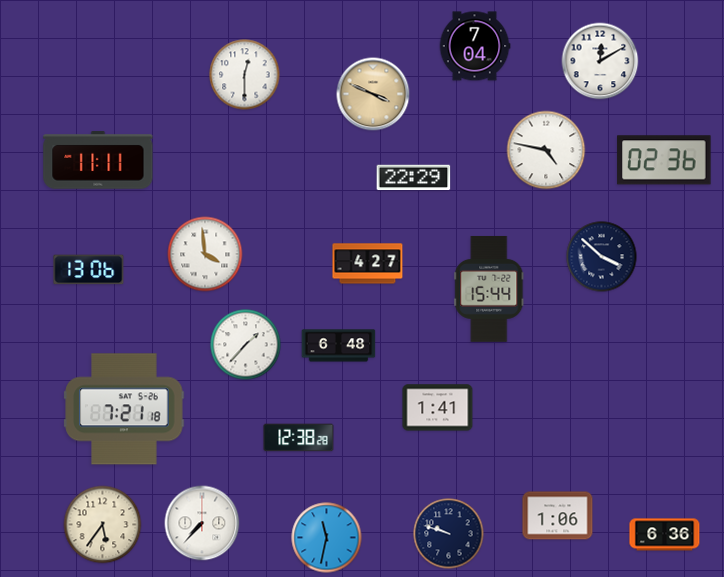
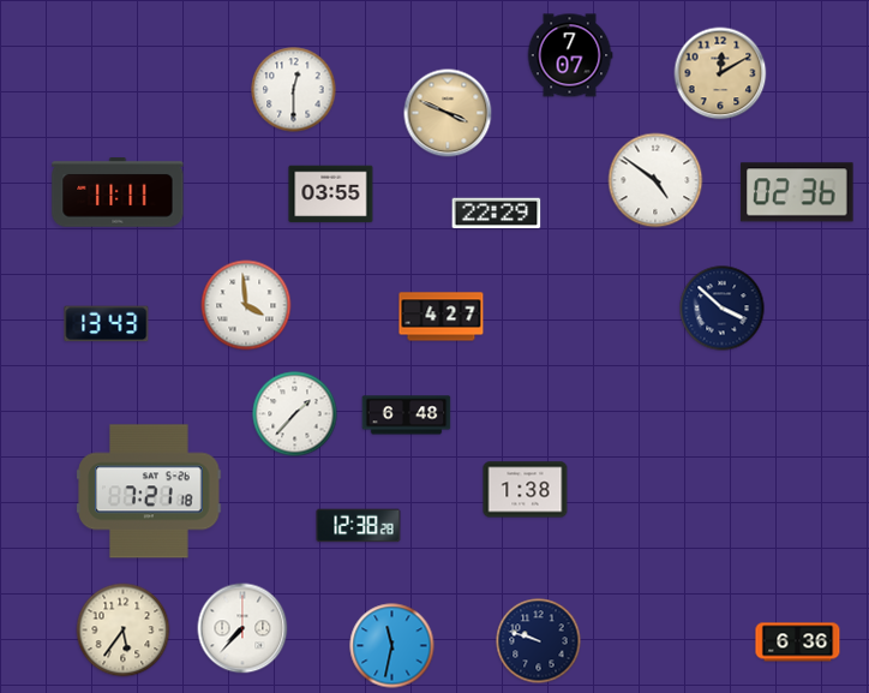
clock at (475, 46): 7:04 -> 7:07
clock at (600, 61) dial: white -> champagne
clock at (546, 150): 4:47 -> 4:51
clock at (331, 195): none -> 03:55
clock at (89, 270): 13:06 -> 13:43
clock at (489, 289): 15:44 -> none
clock at (438, 408): 1:41 -> 1:38
clock at (558, 516): 1:06 -> none
